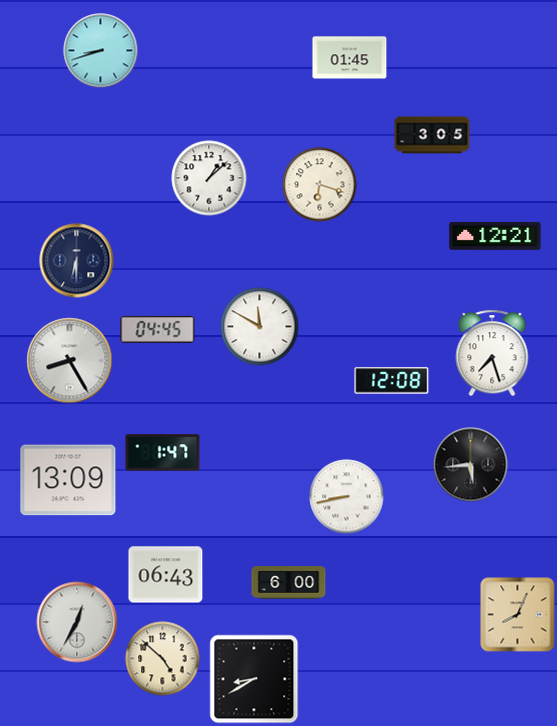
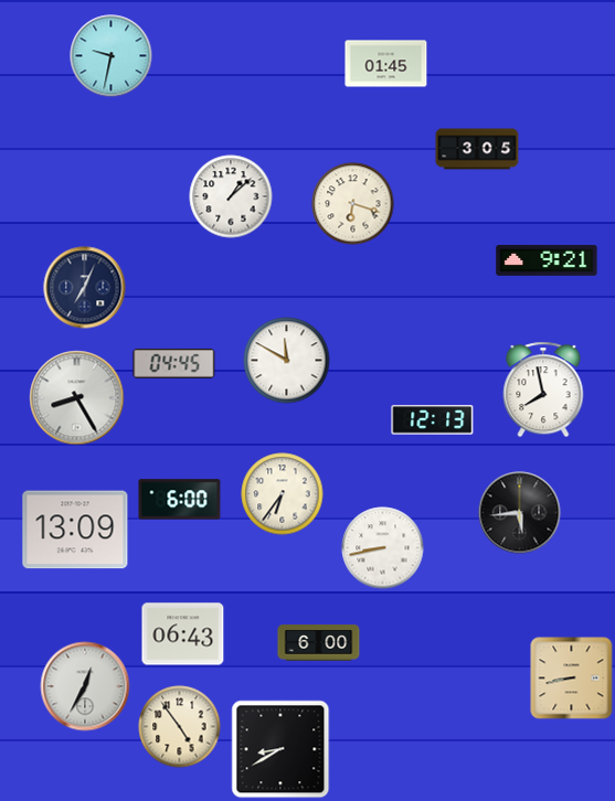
clock at (101, 51): 8:42 -> 9:32
clock at (495, 236): 12:21 -> 9:21
clock at (77, 261): 6:30 -> 7:04
clock at (492, 353): 7:27 -> 7:58
clock at (392, 381): 12:08 -> 12:13
clock at (283, 494): none -> 6:36
clock at (163, 453): 1:47 -> 6:00
clock at (518, 615): 8:04 -> 8:43
clock at (163, 659): 4:52 -> 4:54
